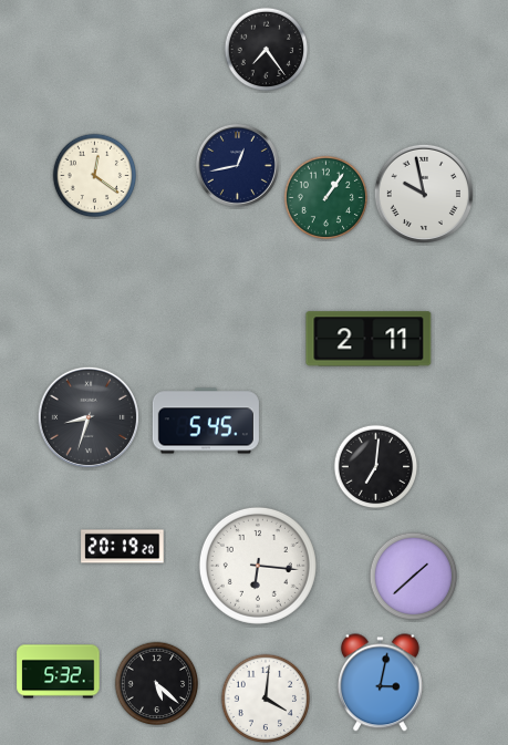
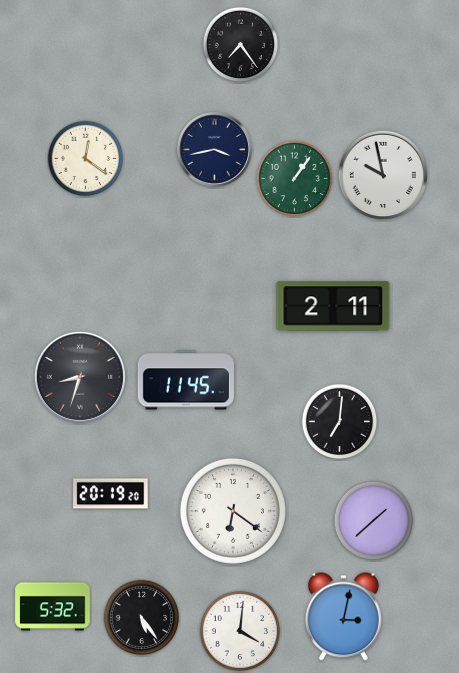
clock at (237, 165): 12:43 -> 3:43
clock at (206, 421): 5:45 -> 11:45
clock at (258, 566): 6:16 -> 6:21
clock at (157, 684): 5:22 -> 5:24
